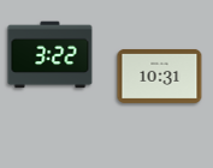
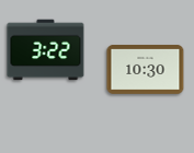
clock at (160, 76): 10:31 -> 10:30
